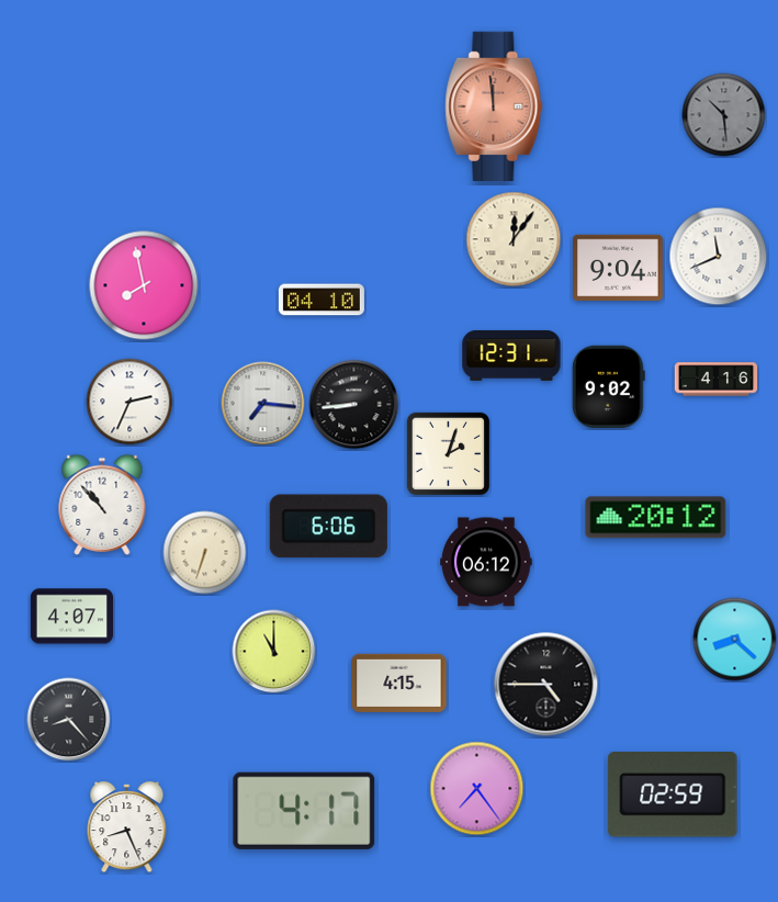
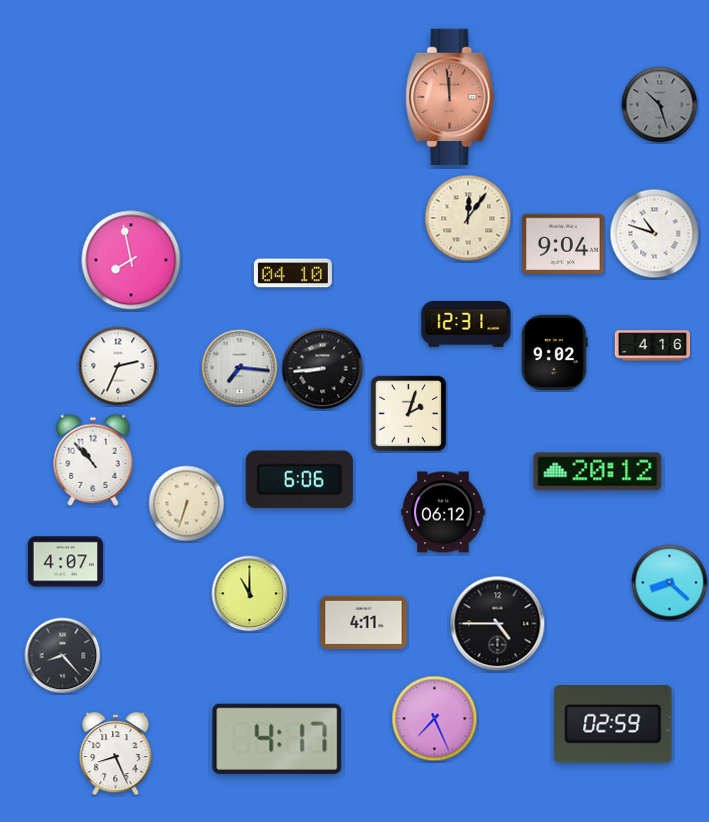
clock at (724, 115): 10:29 -> 10:27
clock at (719, 257): 11:41 -> 10:48
clock at (399, 683): 4:15 -> 4:11
clock at (477, 789): 7:24 -> 7:26
